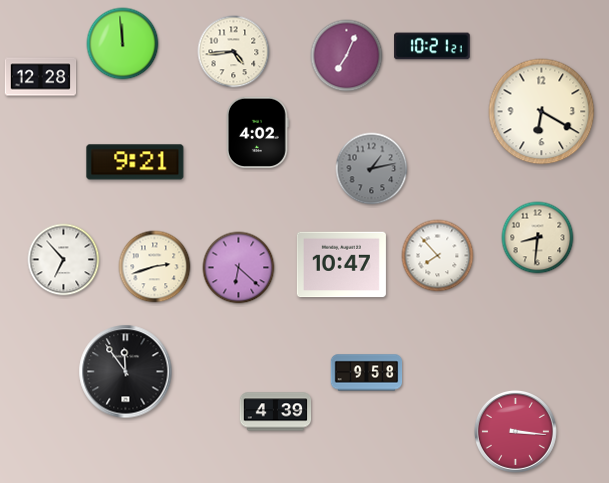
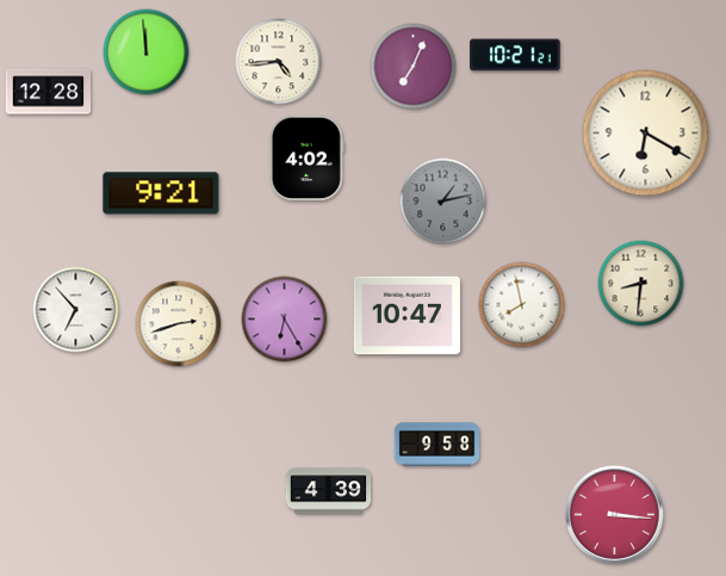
clock at (438, 256): 7:53 -> 7:58
clock at (155, 267) position: (155, 267) -> (179, 324)
clock at (239, 268): 6:22 -> 6:25
clock at (126, 372): 11:54 -> none
